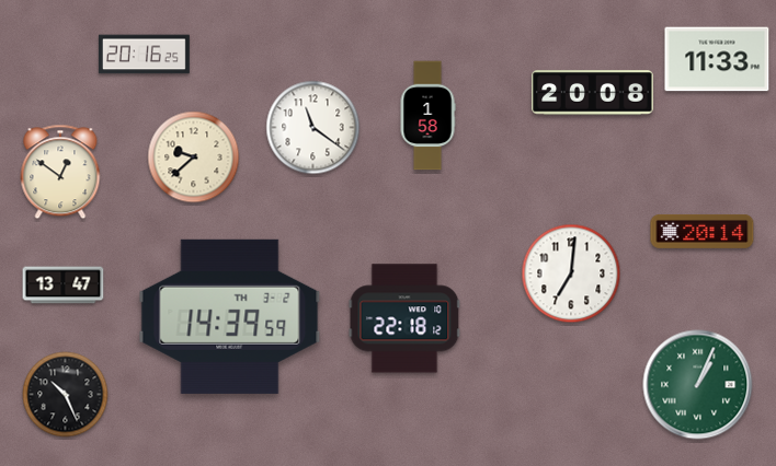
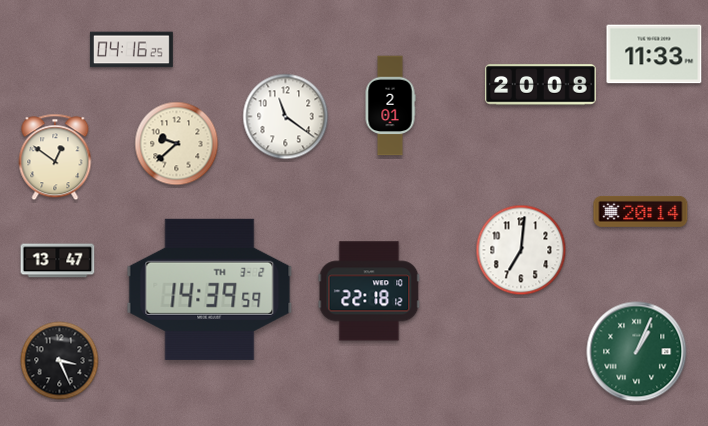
clock at (144, 55): 20:16 -> 04:16
clock at (427, 116): 1:58 -> 2:01
clock at (66, 395): 10:26 -> 3:26
